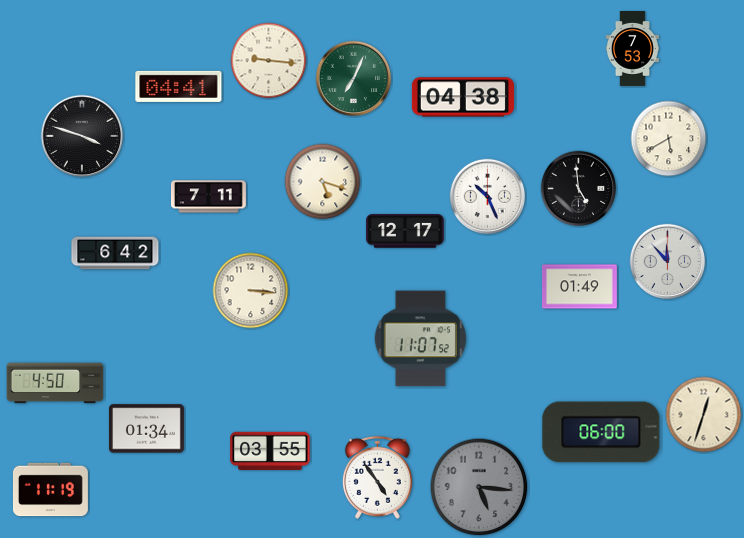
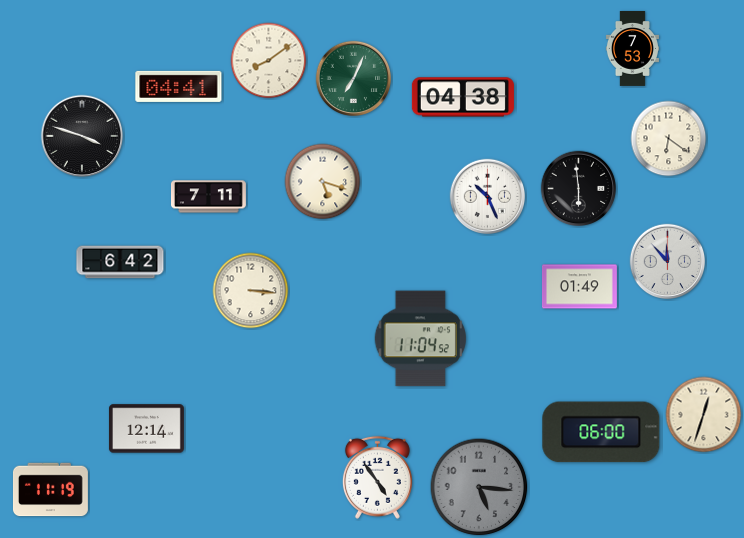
clock at (269, 61): 9:16 -> 8:09
clock at (669, 139): 5:40 -> 6:21
clock at (579, 189): 4:59 -> 5:59
clock at (405, 231): 12:17 -> none
clock at (115, 253) position: (115, 253) -> (120, 262)
clock at (420, 339): 11:07 -> 11:04
clock at (55, 383): 4:50 -> none
clock at (146, 429): 01:34 -> 12:14
clock at (270, 451): 03:55 -> none
